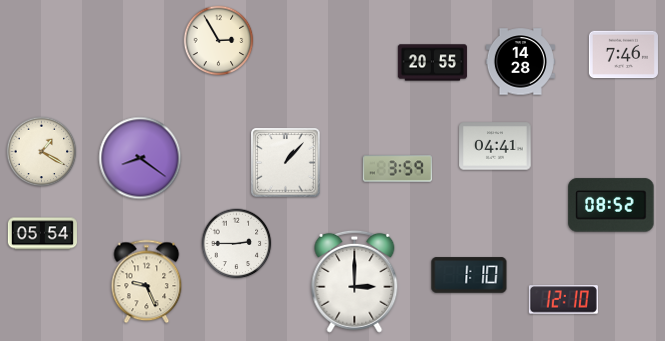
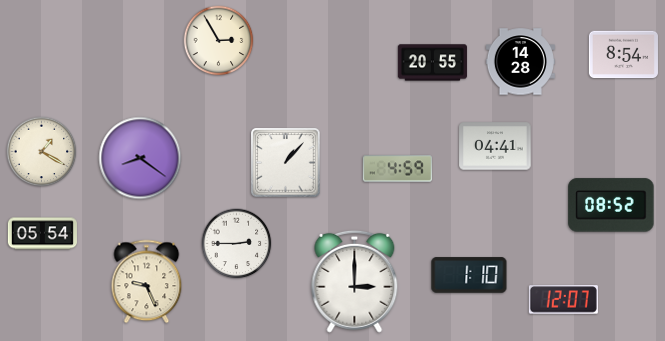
clock at (623, 55): 7:46 -> 8:54
clock at (397, 169): 3:59 -> 4:59
clock at (563, 300): 12:10 -> 12:07
